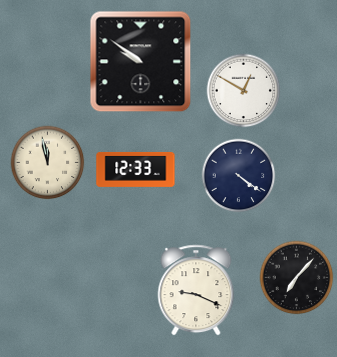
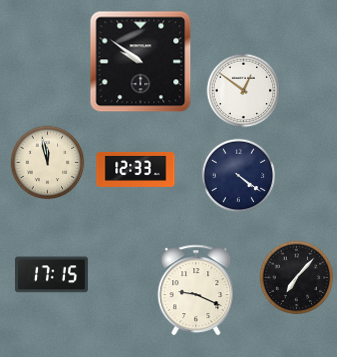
clock at (244, 91): 12:50 -> 12:51
clock at (51, 275): none -> 17:15
